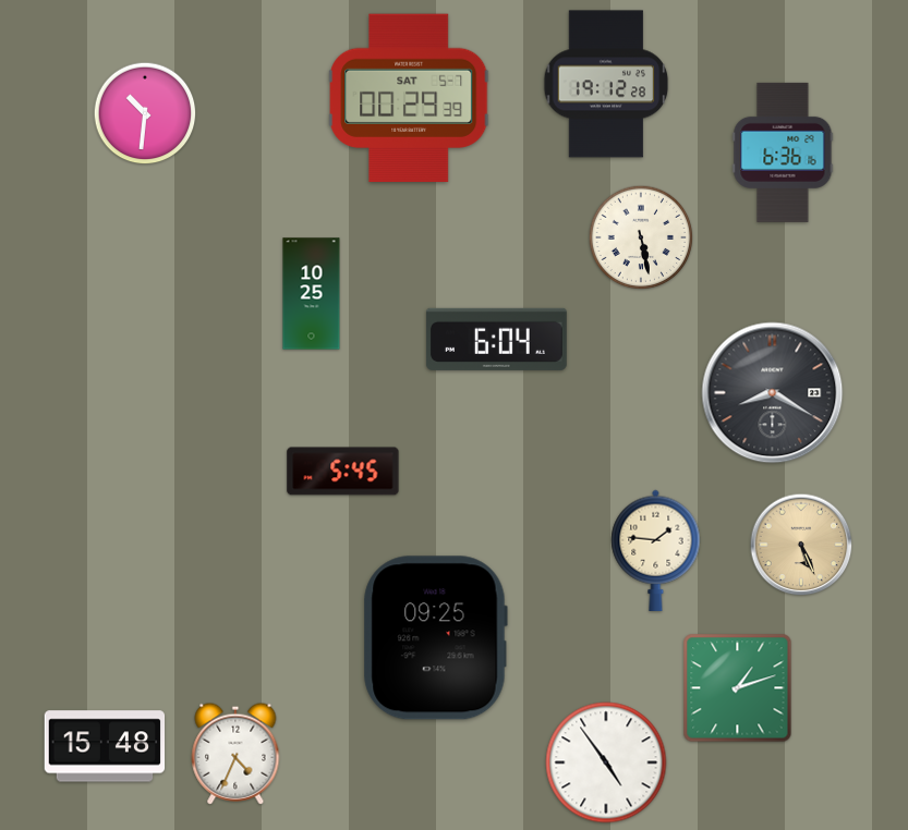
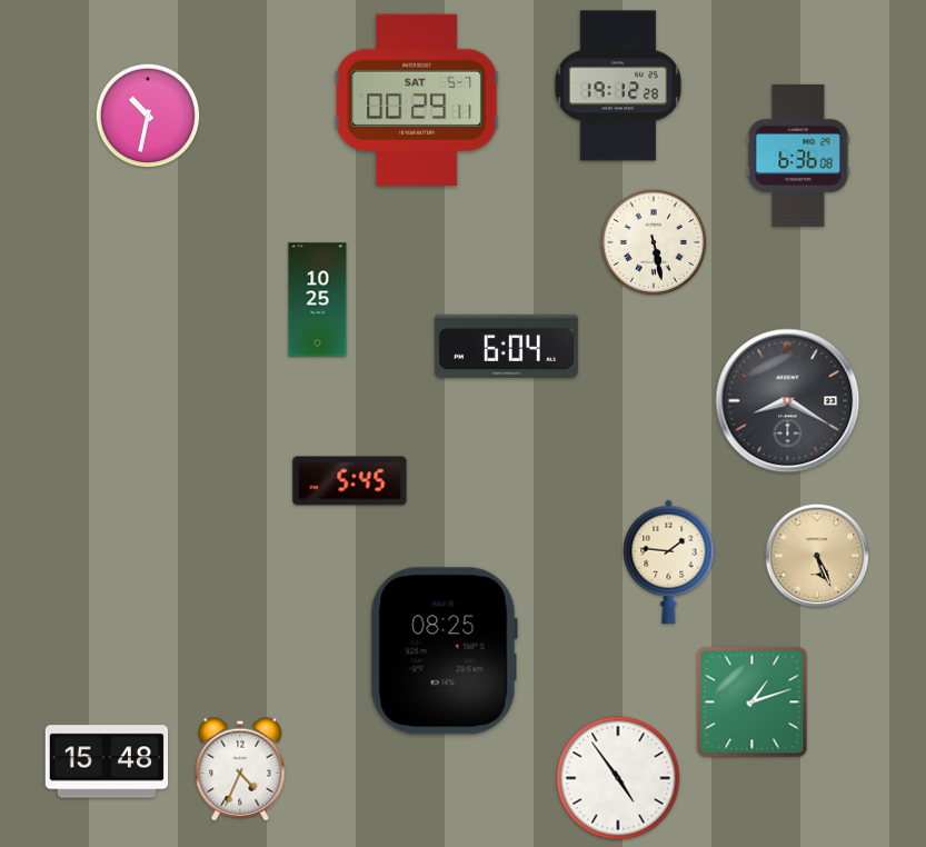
clock at (409, 98): 00:29:39 -> 00:29:11
clock at (145, 113): 10:31 -> 10:32
clock at (783, 152): 6:36:16 -> 6:36:08
clock at (435, 638): 09:25 -> 08:25
